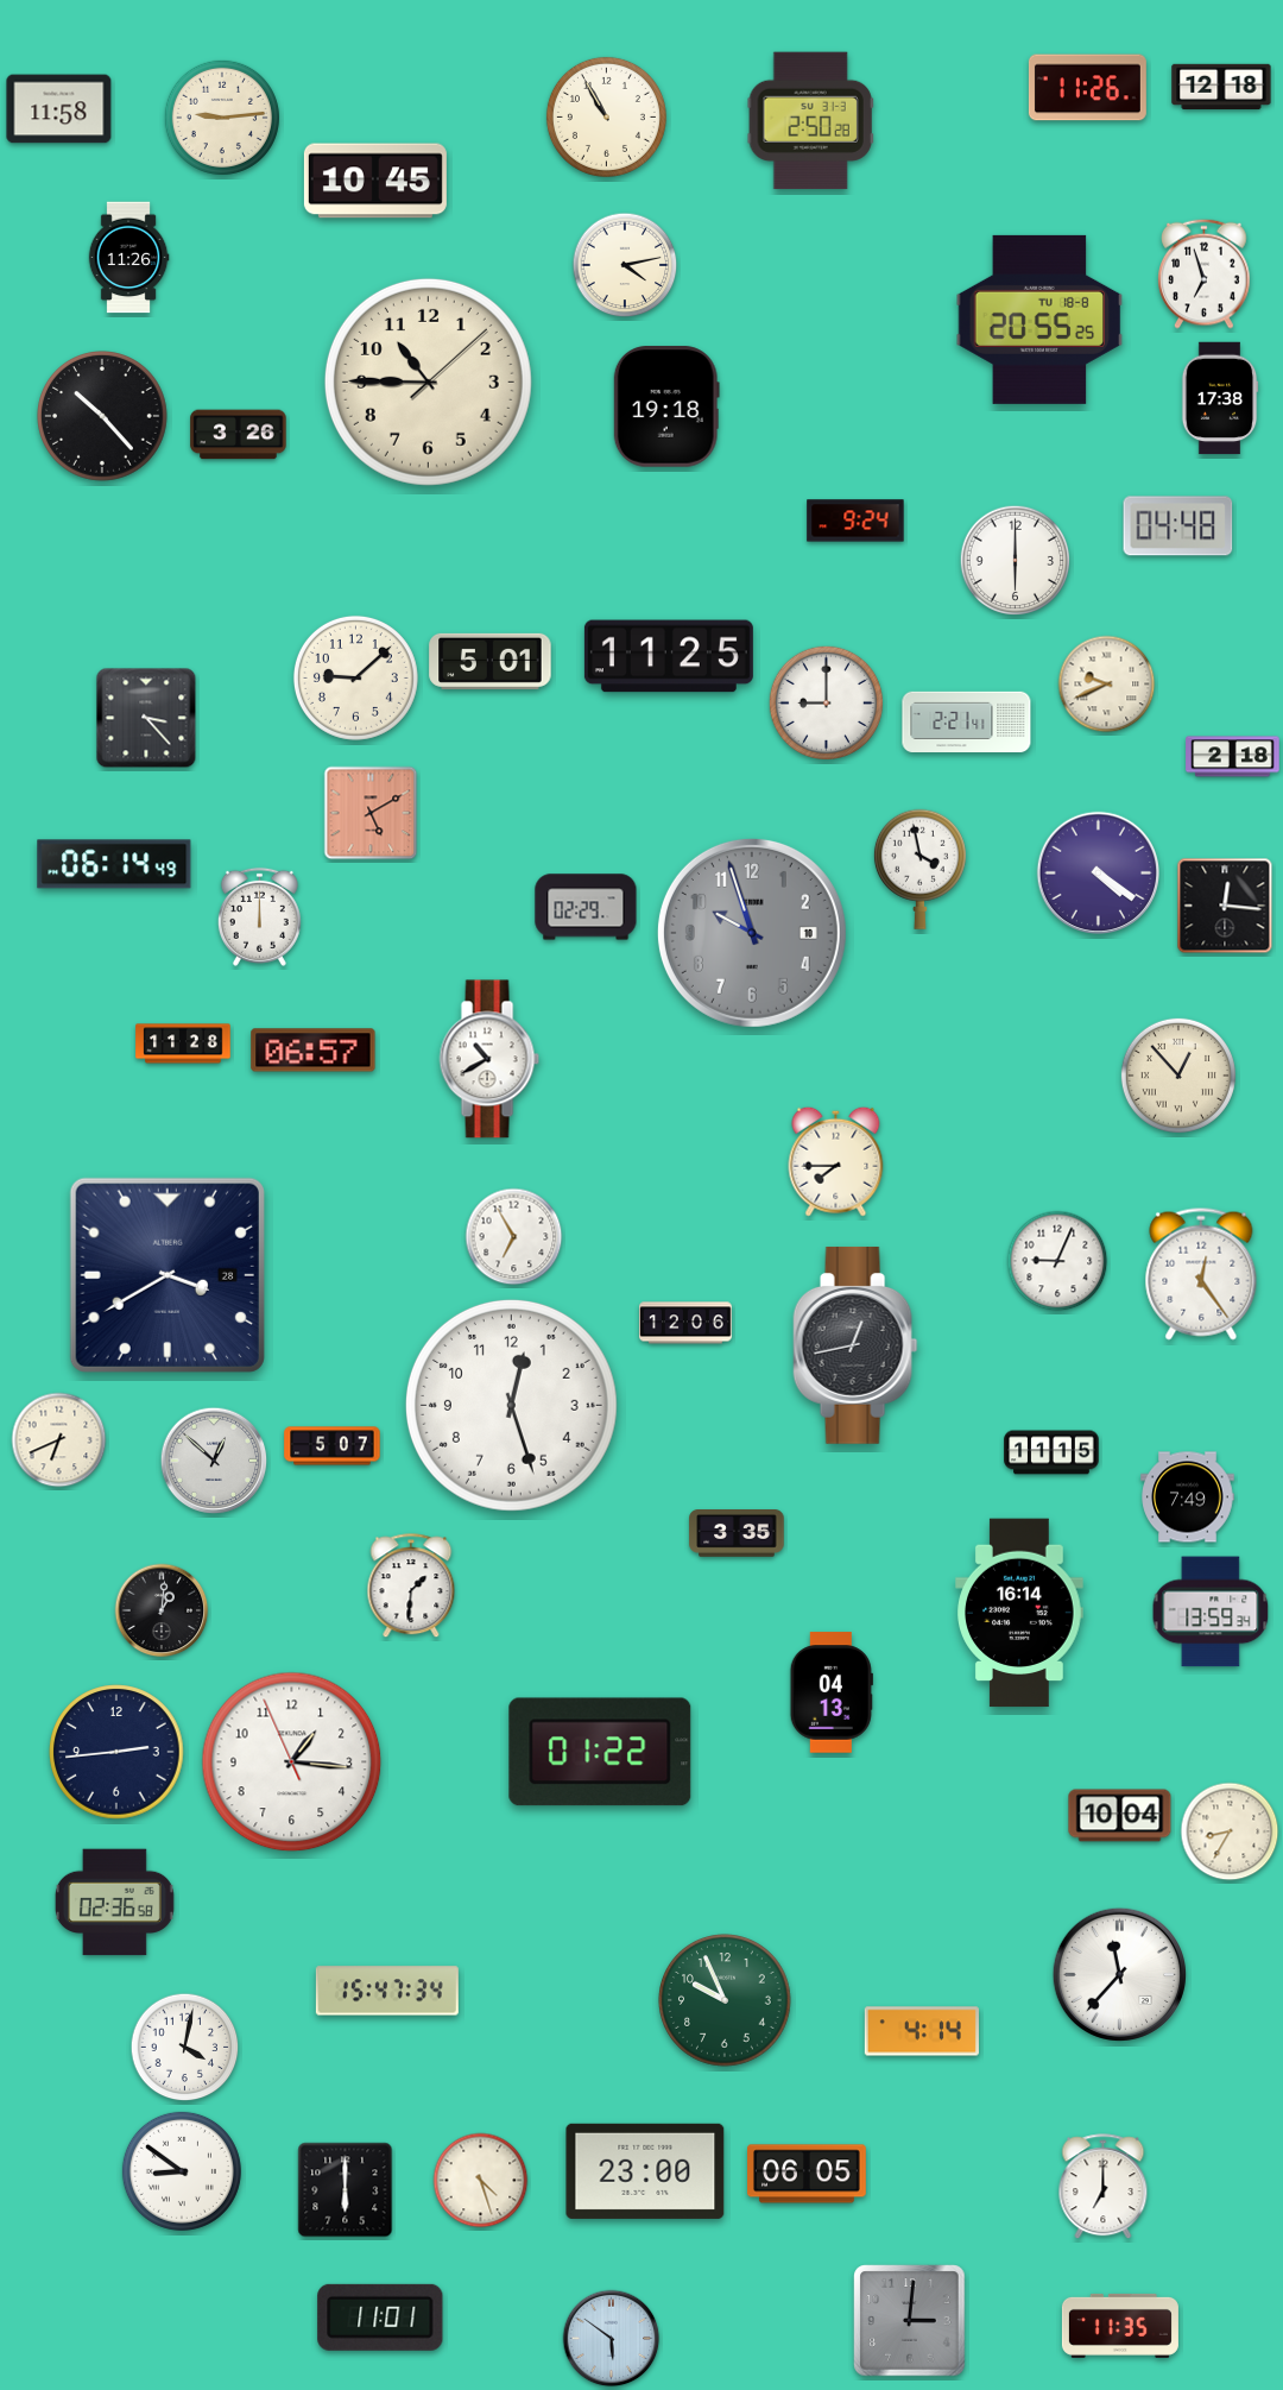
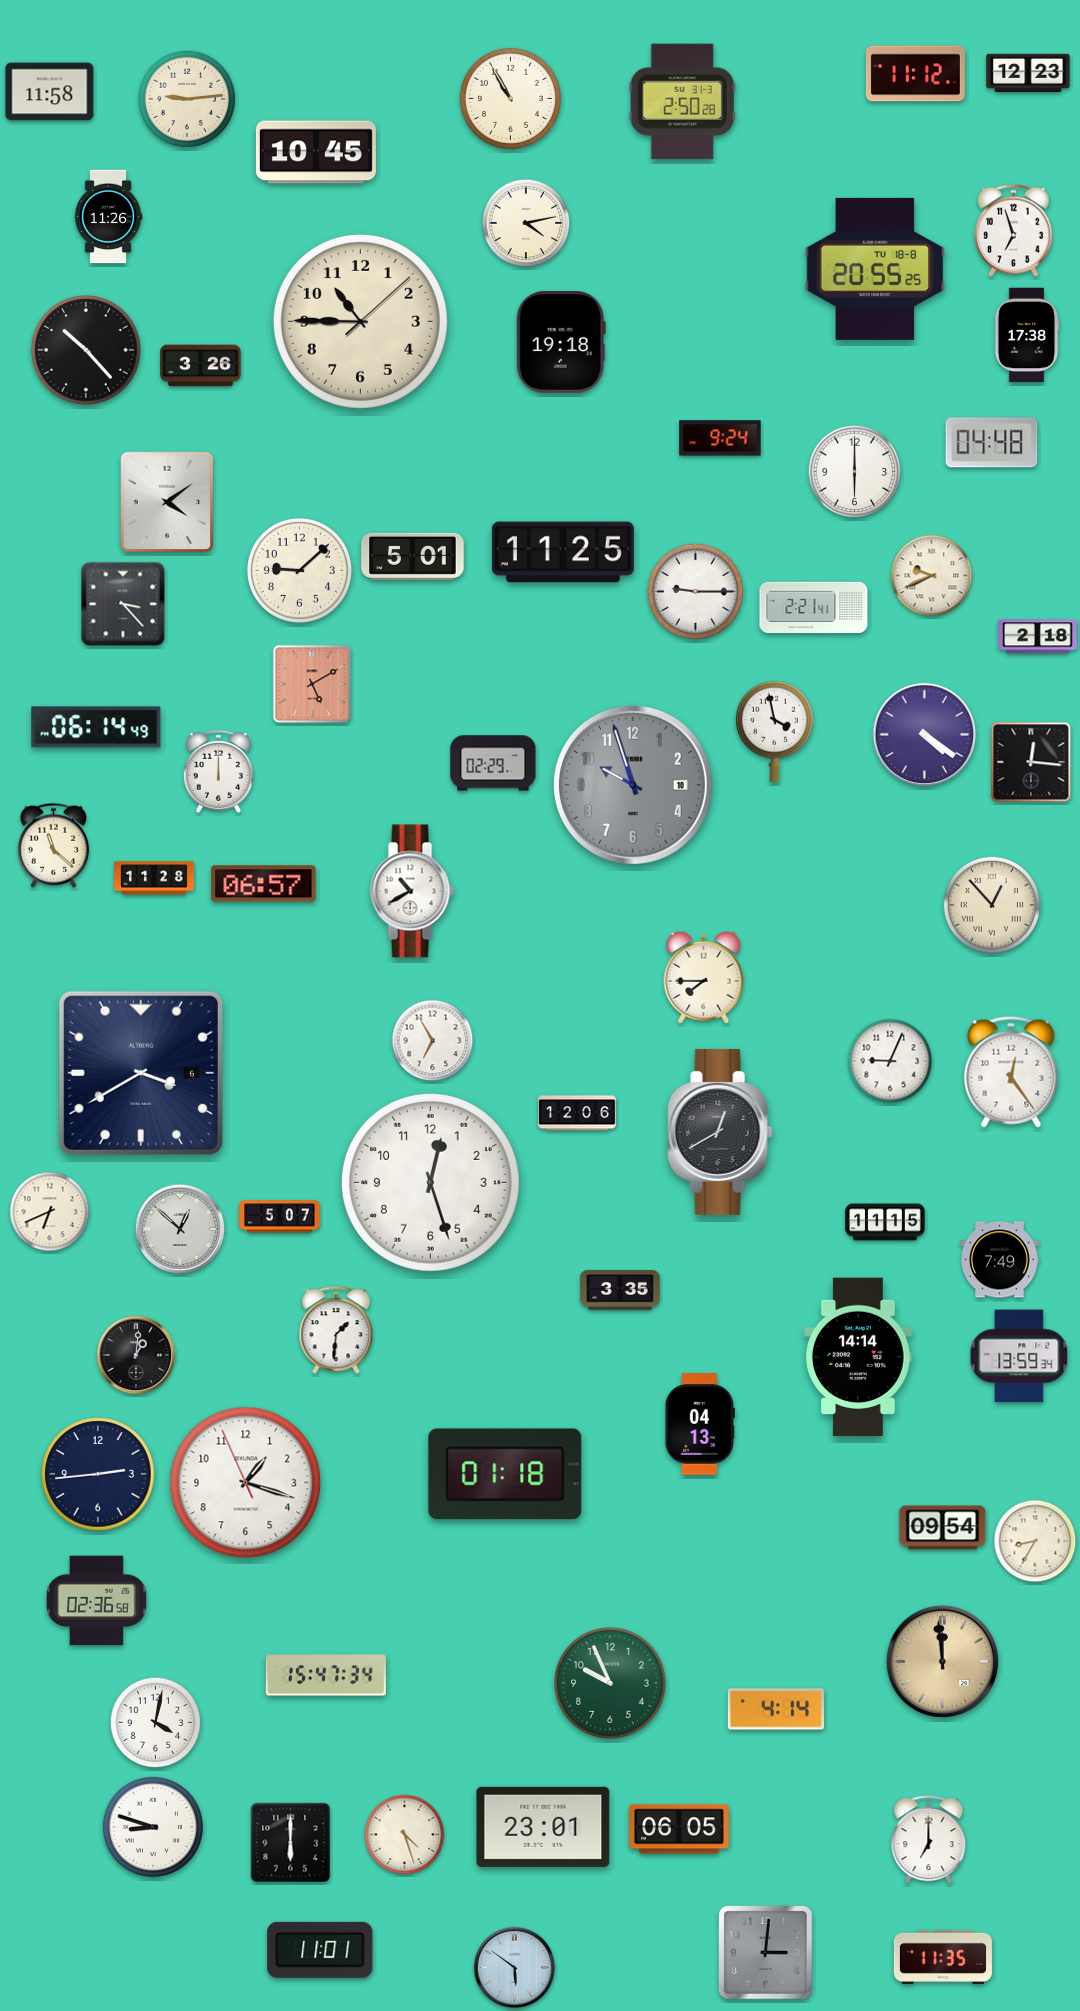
clock at (1221, 87): 12:18 -> 12:23
clock at (1087, 88): 11:26 -> 11:12
clock at (167, 502): none -> 4:09
clock at (826, 702): 9:00 -> 9:15
clock at (53, 845): none -> 11:22
clock at (168, 1275) date: 28 -> 6
clock at (855, 1345): 12:43 -> 12:40
clock at (411, 1587) position: (411, 1587) -> (336, 1331)
clock at (1019, 1613): 16:14 -> 14:14
clock at (600, 1752): 01:22 -> 01:18
clock at (292, 1762): 1:15 -> 1:17
clock at (1120, 1816): 10:04 -> 09:54
clock at (1119, 1974): 11:37 -> 11:59
clock at (1119, 1974) dial: white -> champagne
clock at (182, 2171): 8:51 -> 8:48
clock at (645, 2171): 23:00 -> 23:01
